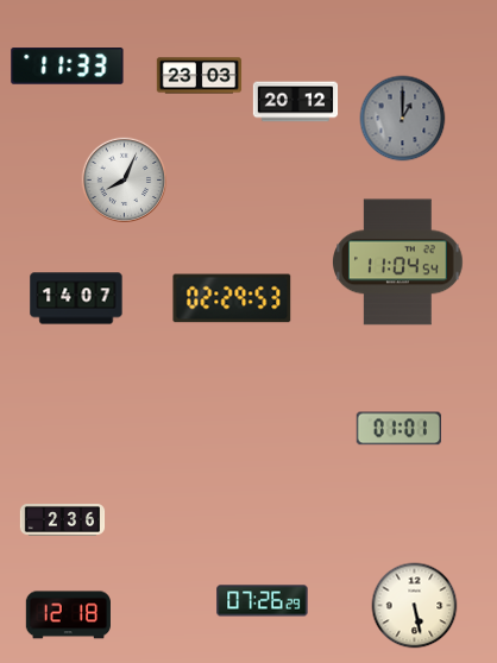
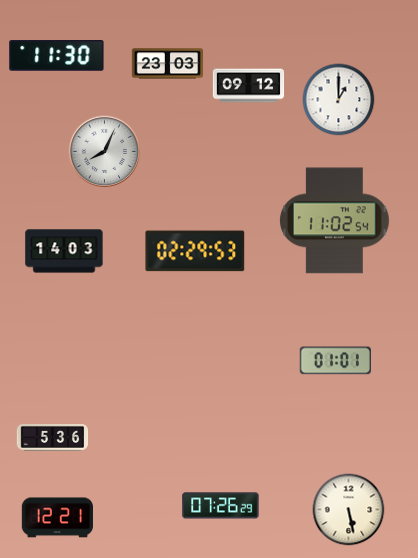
clock at (68, 67): 11:33 -> 11:30
clock at (296, 102): 20:12 -> 09:12
clock at (403, 119) dial: grey -> white
clock at (398, 263): 11:04 -> 11:02
clock at (76, 298): 14:07 -> 14:03
clock at (63, 520): 2:36 -> 5:36
clock at (68, 615): 12:18 -> 12:21
